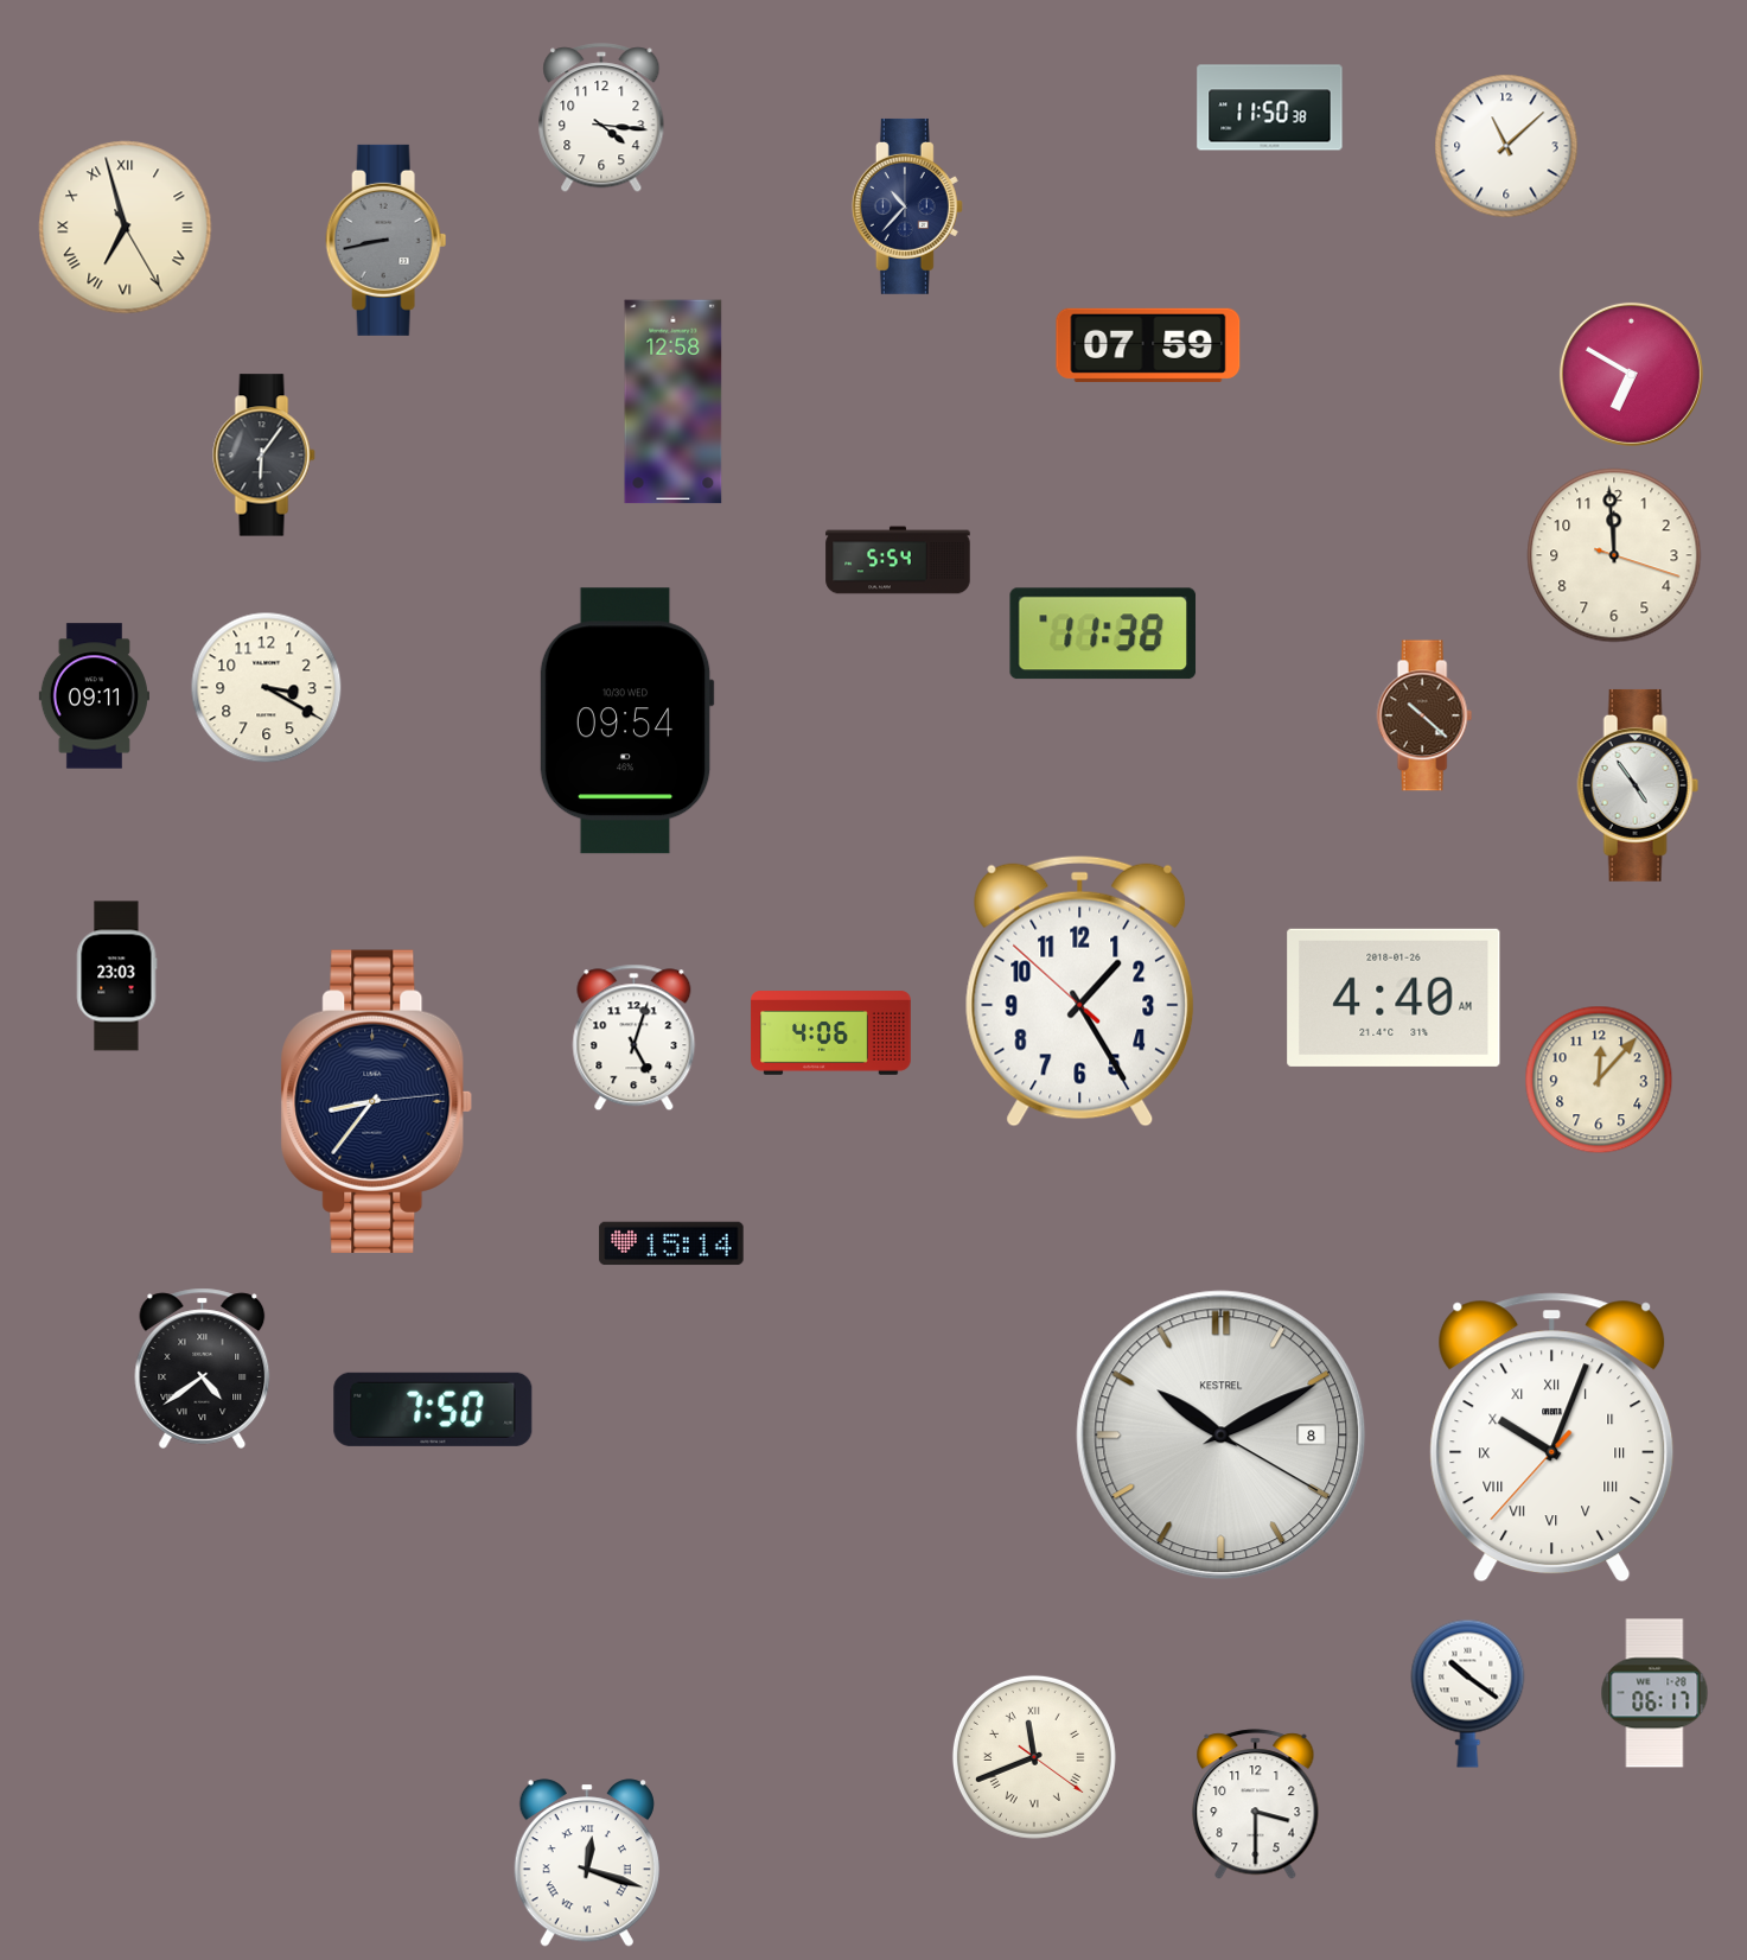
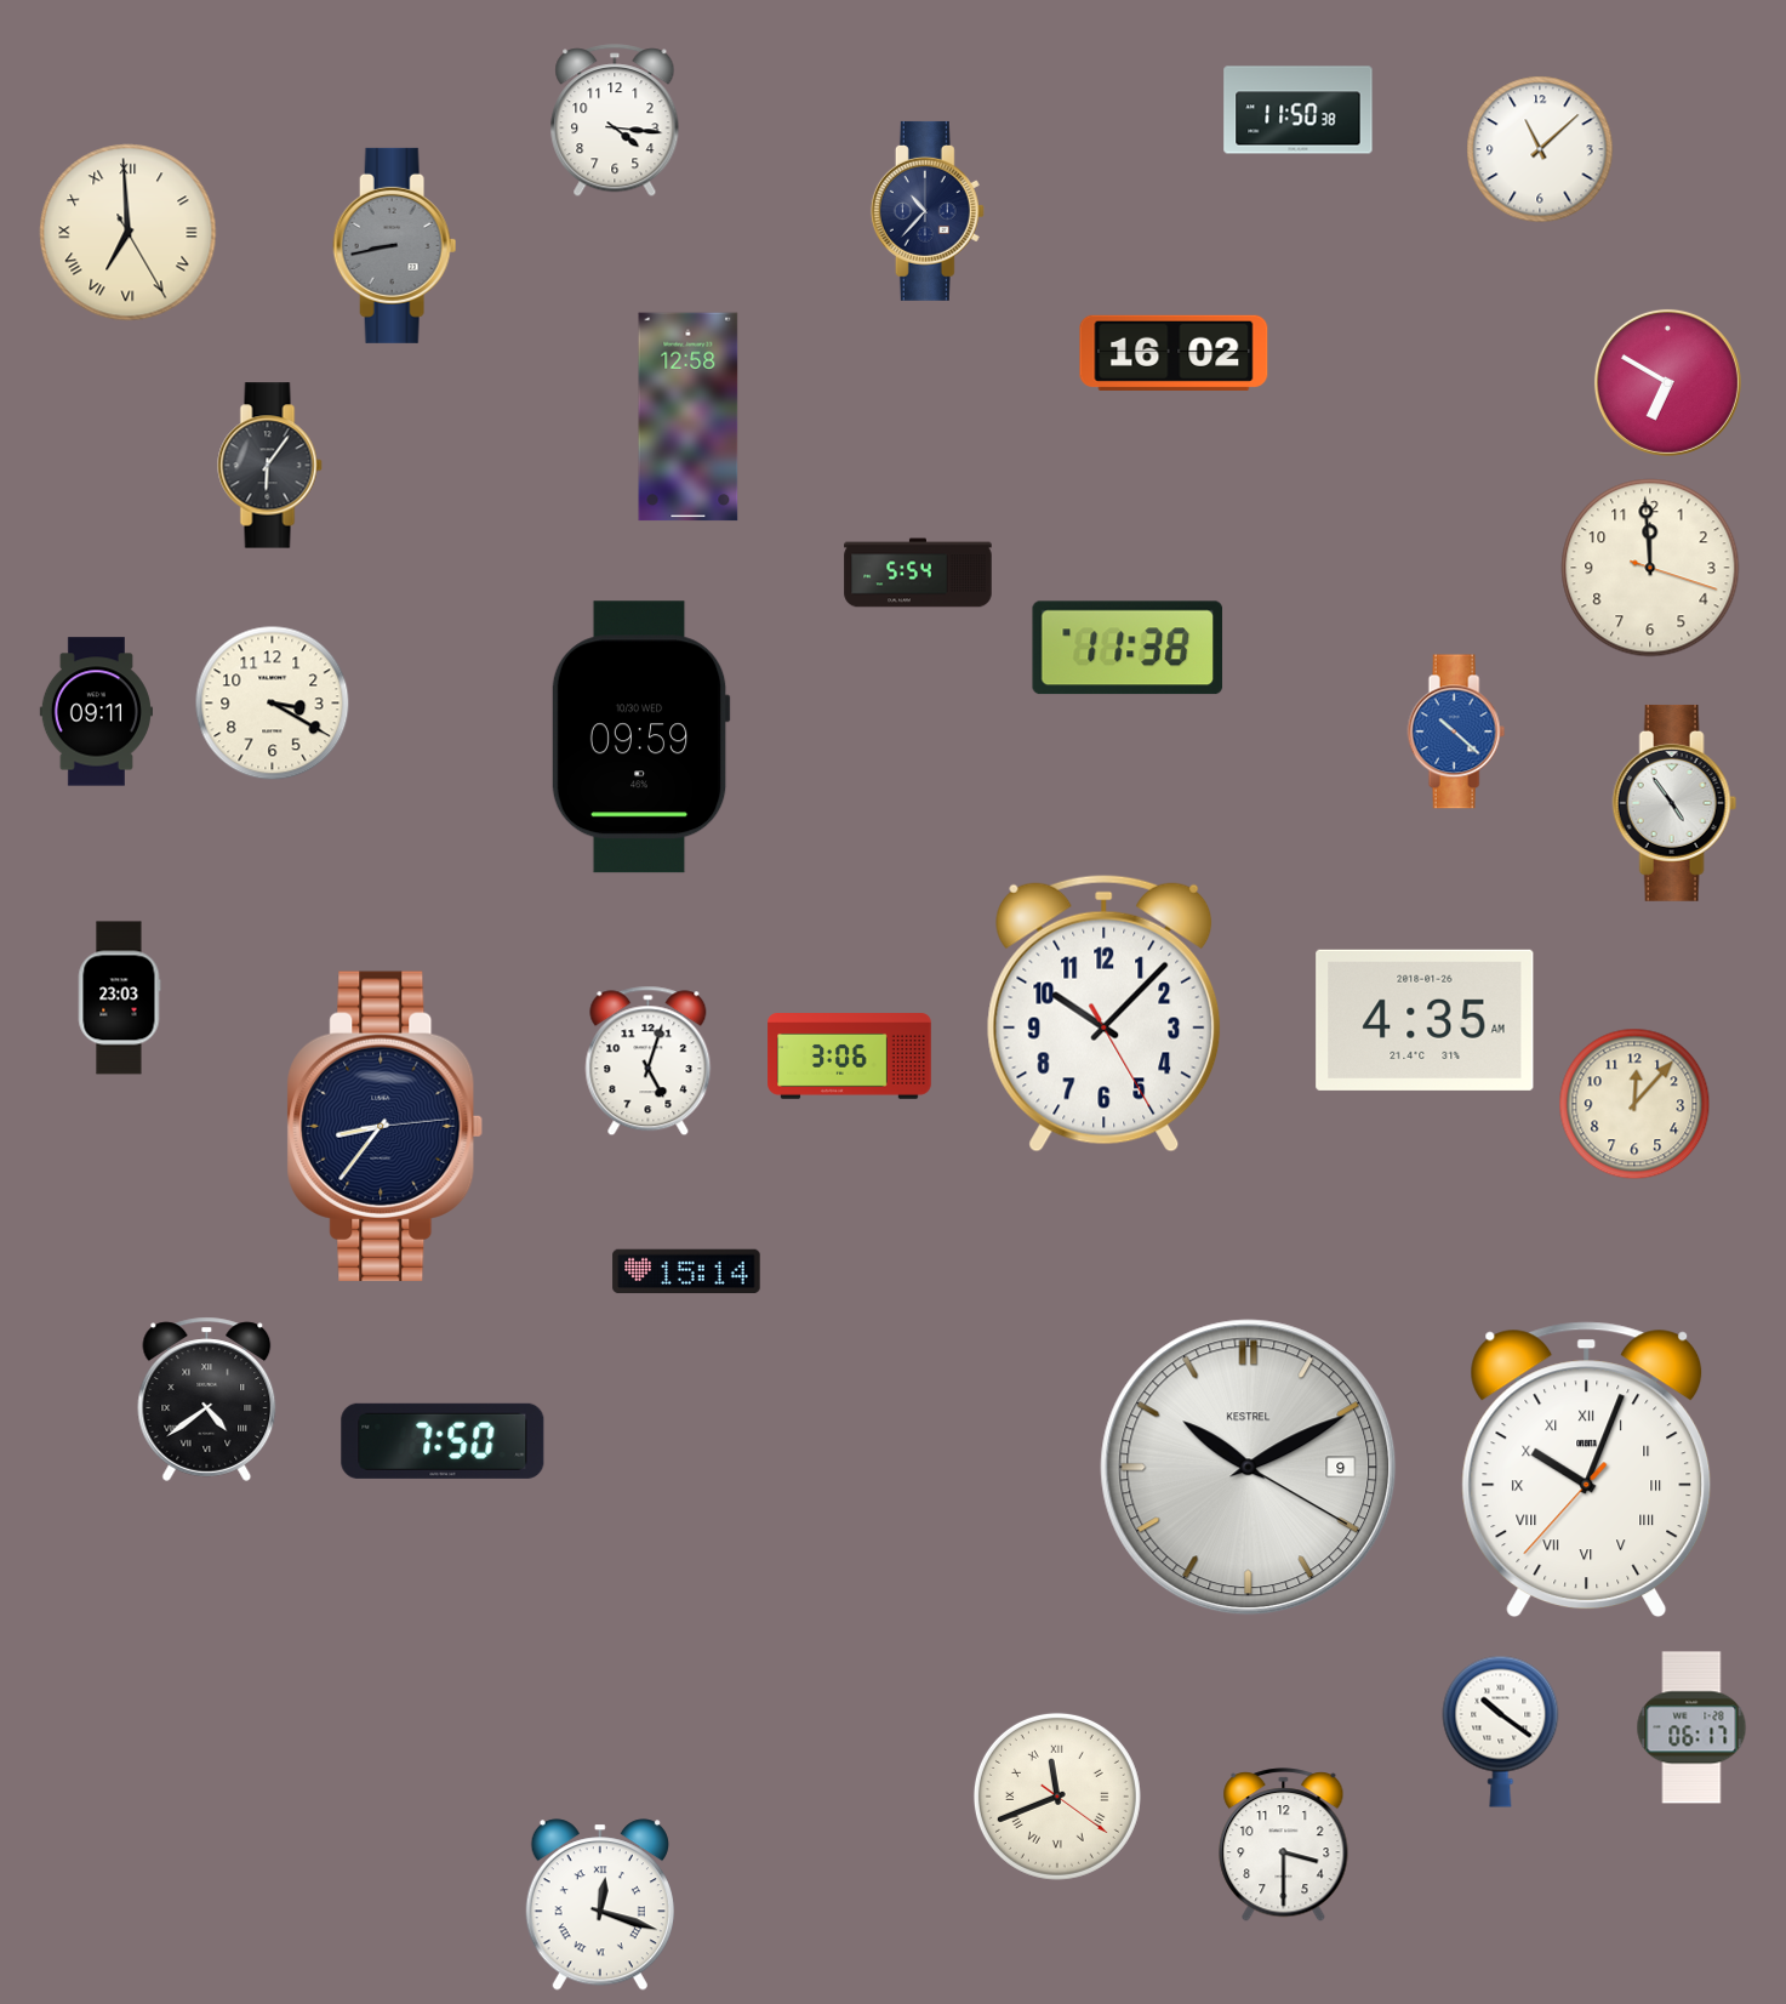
clock at (126, 228): 6:57 -> 6:59
clock at (1148, 345): 07:59 -> 16:02
clock at (674, 402) position: (674, 402) -> (689, 417)
clock at (1424, 715) dial: brown -> blue
clock at (626, 721): 09:54 -> 09:59
clock at (1080, 991): 1:24 -> 10:07
clock at (1394, 998): 4:40 -> 4:35
clock at (831, 1033): 4:06 -> 3:06
clock at (1222, 1436) date: 8 -> 9
clock at (1654, 1693) position: (1654, 1693) -> (1691, 1727)
